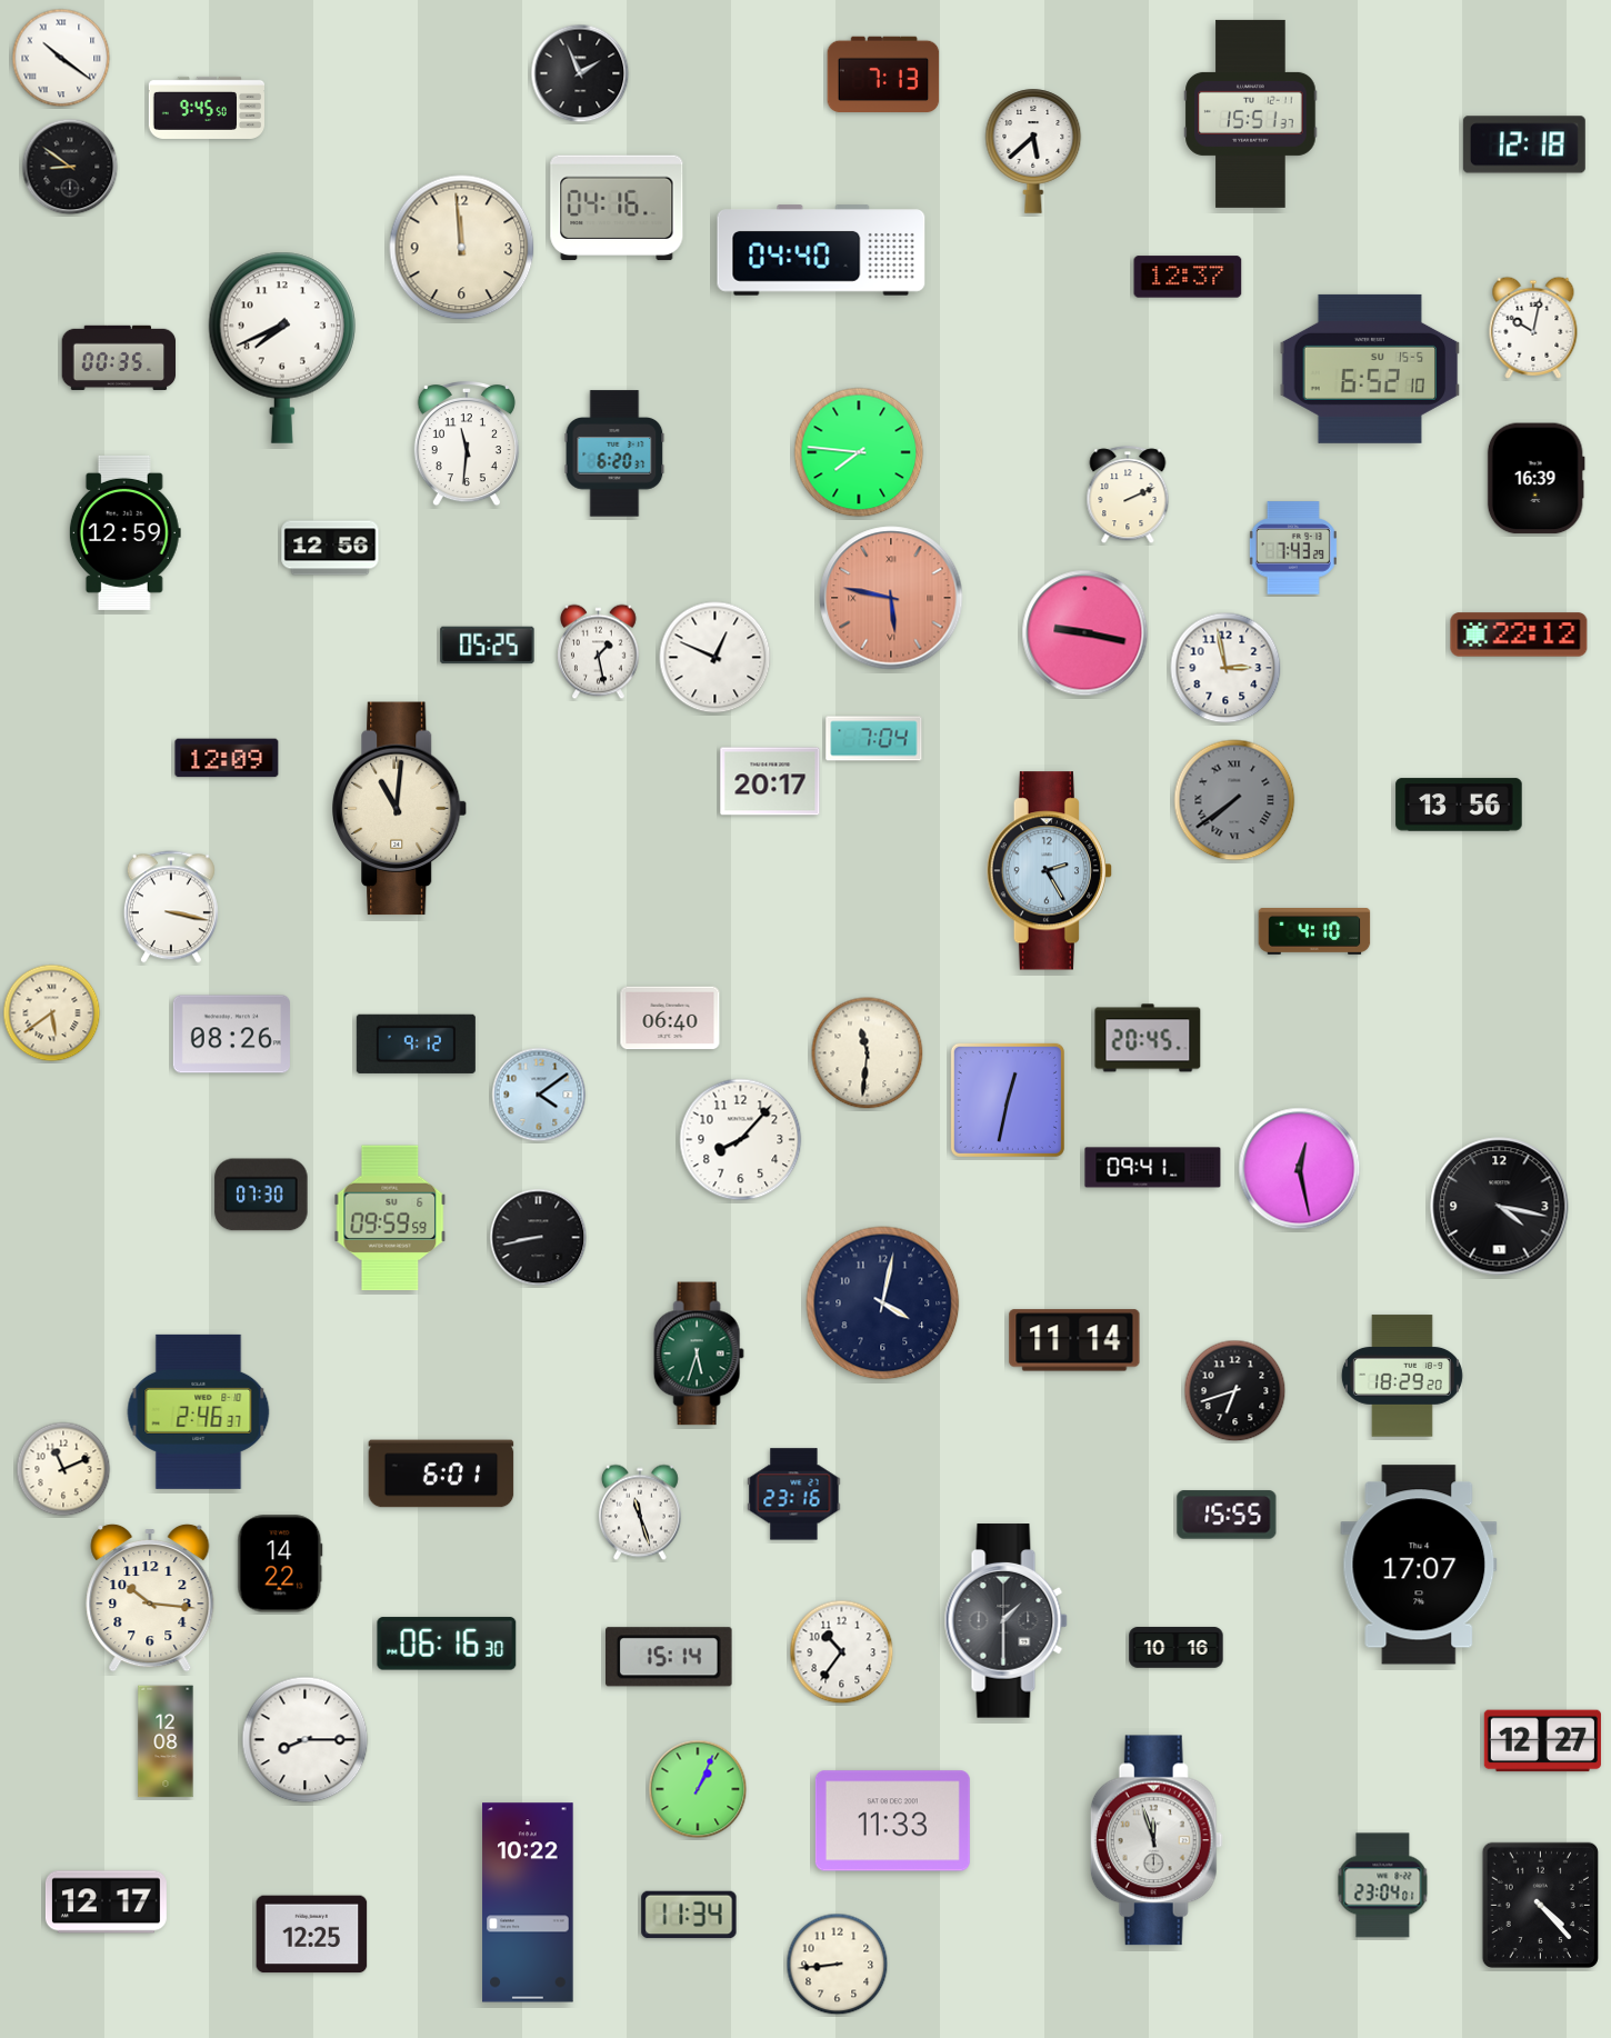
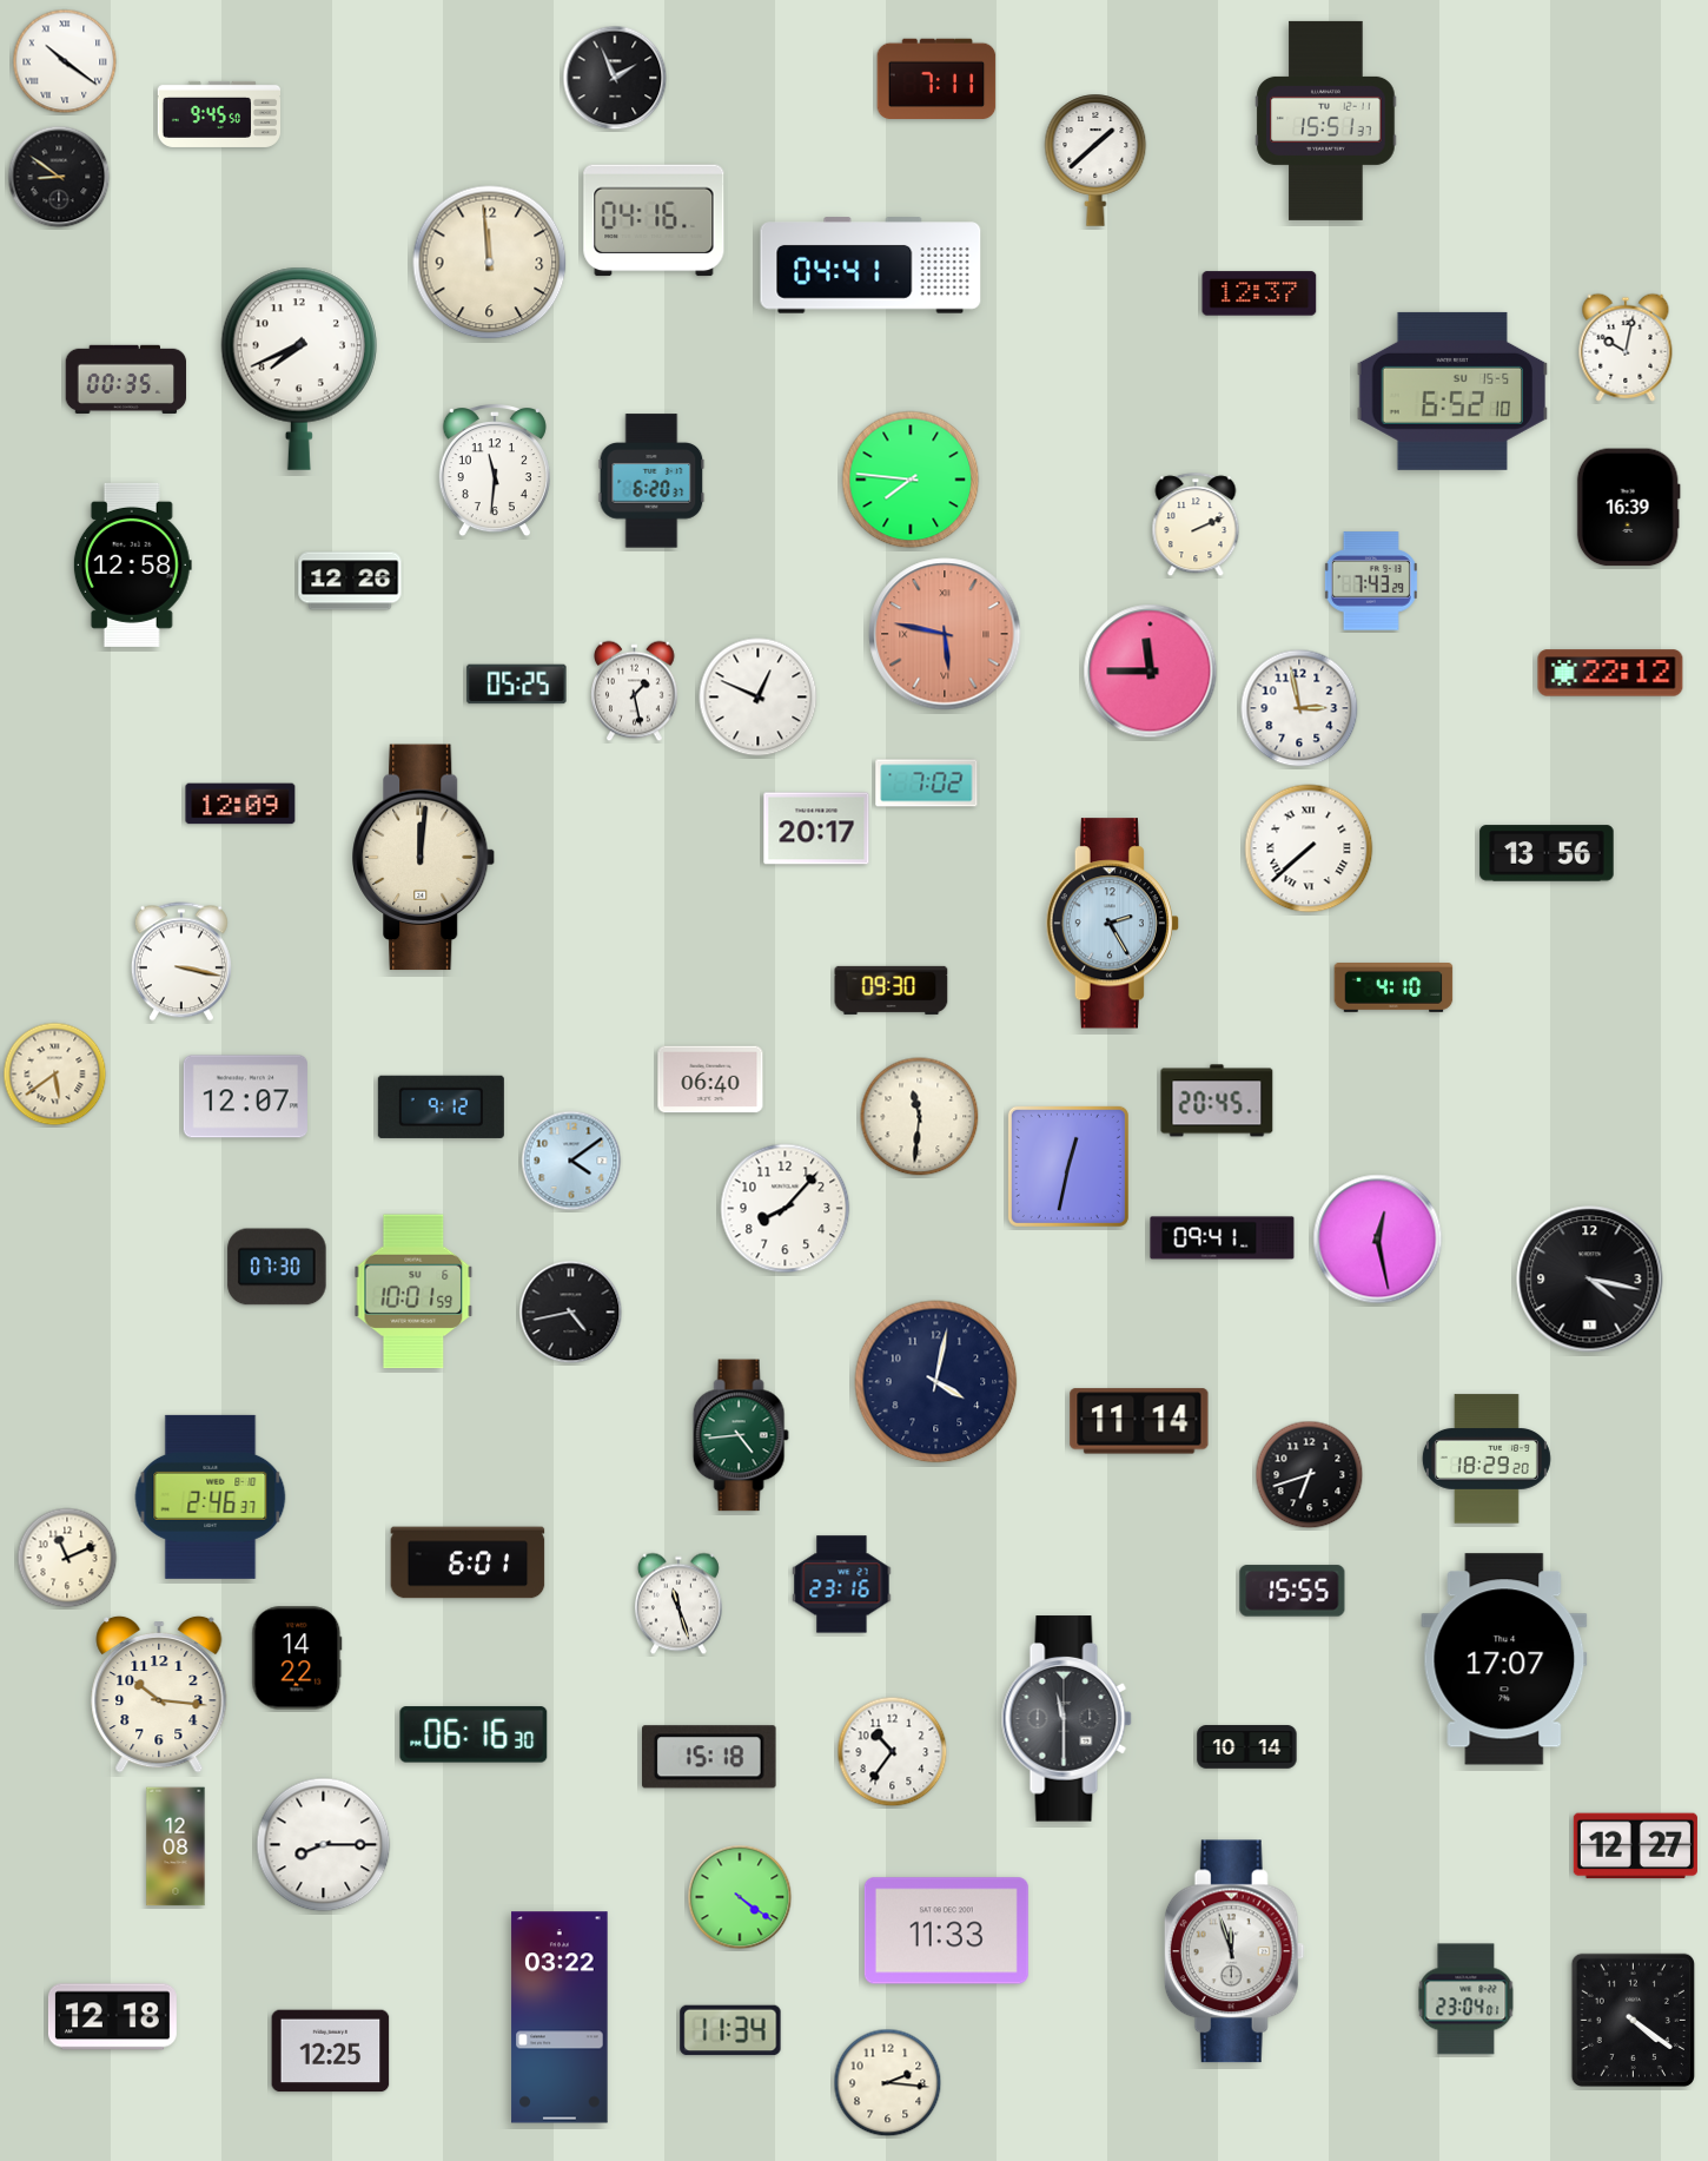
clock at (883, 73): 7:13 -> 7:11
clock at (1524, 144): 12:18 -> none
clock at (1033, 151): 5:38 -> 1:38
clock at (70, 167) position: (70, 167) -> (59, 177)
clock at (821, 250): 04:40 -> 04:41
clock at (124, 532): 12:59 -> 12:58
clock at (330, 548): 12:56 -> 12:26
clock at (1085, 633): 9:17 -> 11:45
clock at (874, 739): 7:04 -> 7:02
clock at (1234, 800): 7:39 -> 7:38
clock at (1234, 800) dial: grey -> white
clock at (400, 809): 11:01 -> 12:01
clock at (892, 990): none -> 09:30
clock at (231, 1035): 08:26 -> 12:07
clock at (390, 1218): 09:59 -> 10:01
clock at (539, 1238): 8:43 -> 4:43
clock at (699, 1353): 5:33 -> 4:44
clock at (1227, 1515) position: (1227, 1515) -> (1292, 1591)
clock at (1005, 1621): 1:30 -> 11:30
clock at (447, 1644) position: (447, 1644) -> (474, 1734)
clock at (1177, 1648): 10:16 -> 10:14
clock at (670, 1657): 15:14 -> 15:18
clock at (698, 1789): 1:04 -> 4:21
clock at (1157, 1840) position: (1157, 1840) -> (1234, 1951)
clock at (106, 1902): 12:17 -> 12:18
clock at (528, 1902): 10:22 -> 03:22
clock at (1540, 1905): 4:23 -> 4:21
clock at (838, 1965): 8:44 -> 2:16
